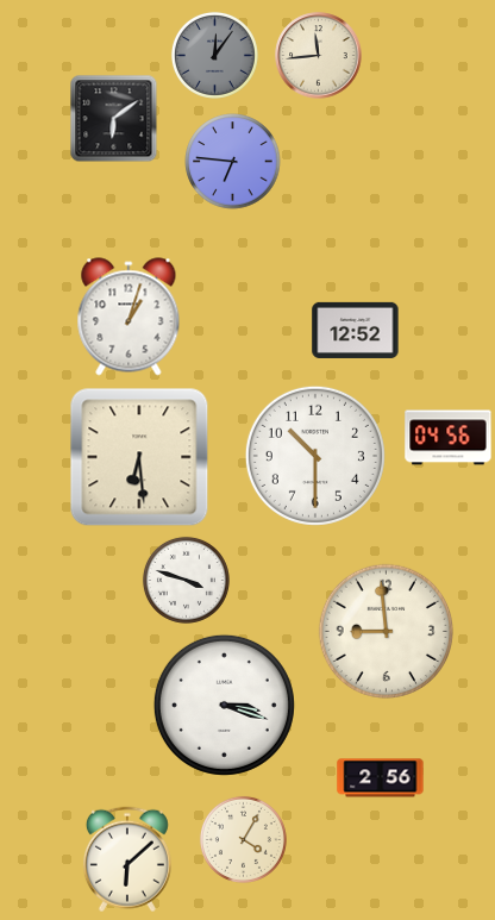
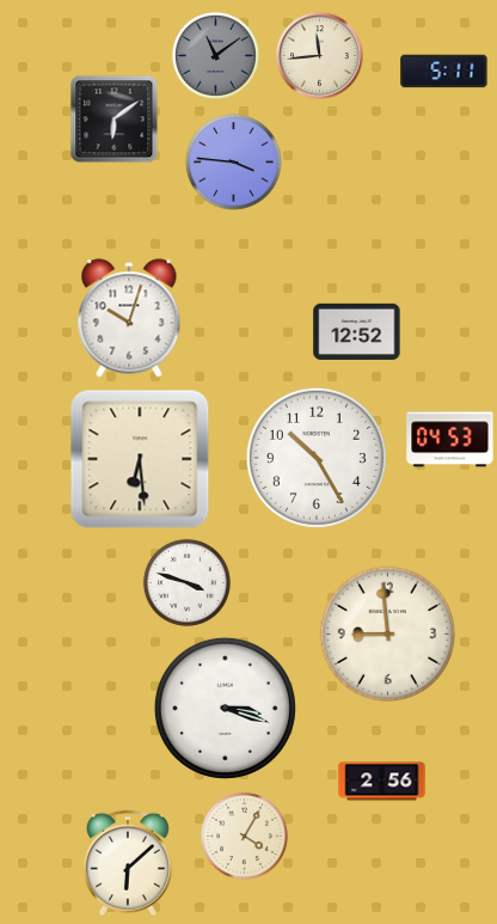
clock at (214, 55): 12:06 -> 11:09
clock at (444, 72): none -> 5:11
clock at (233, 162): 6:46 -> 3:46
clock at (129, 317): 1:03 -> 10:03
clock at (449, 438): 04:56 -> 04:53
clock at (315, 456): 10:30 -> 10:25
clock at (243, 839) position: (243, 839) -> (244, 836)
